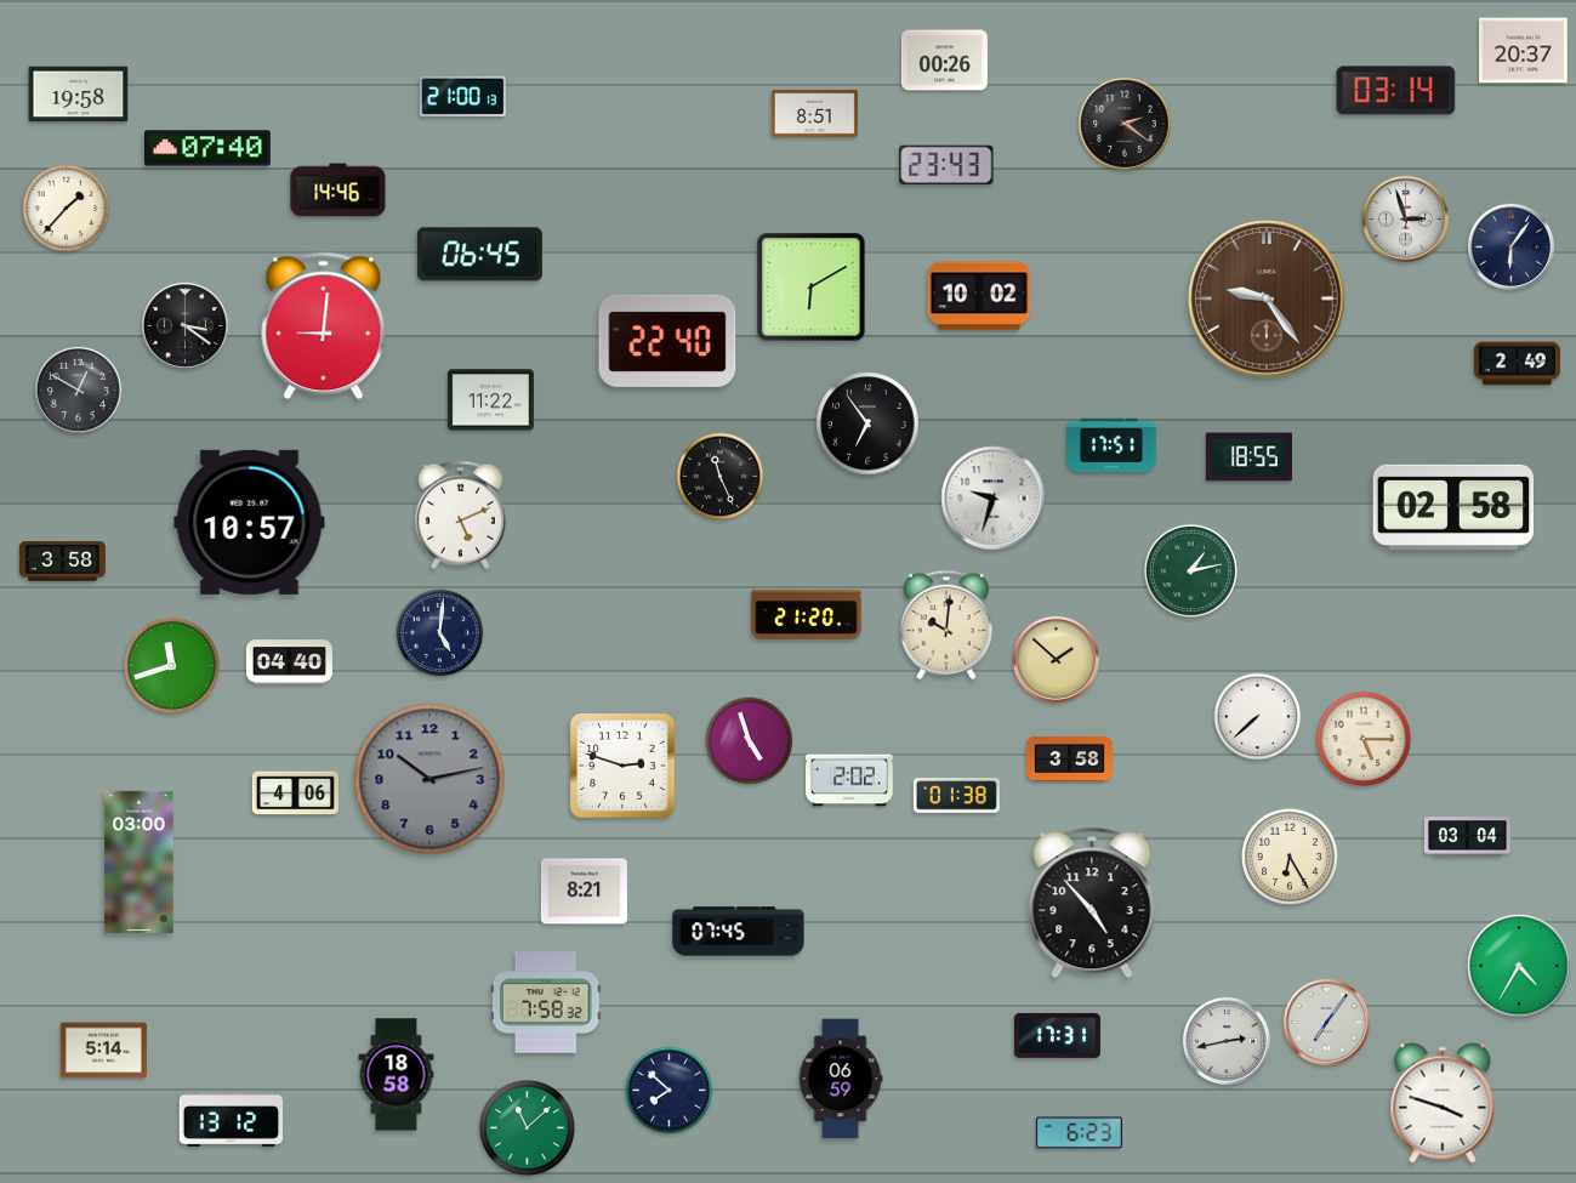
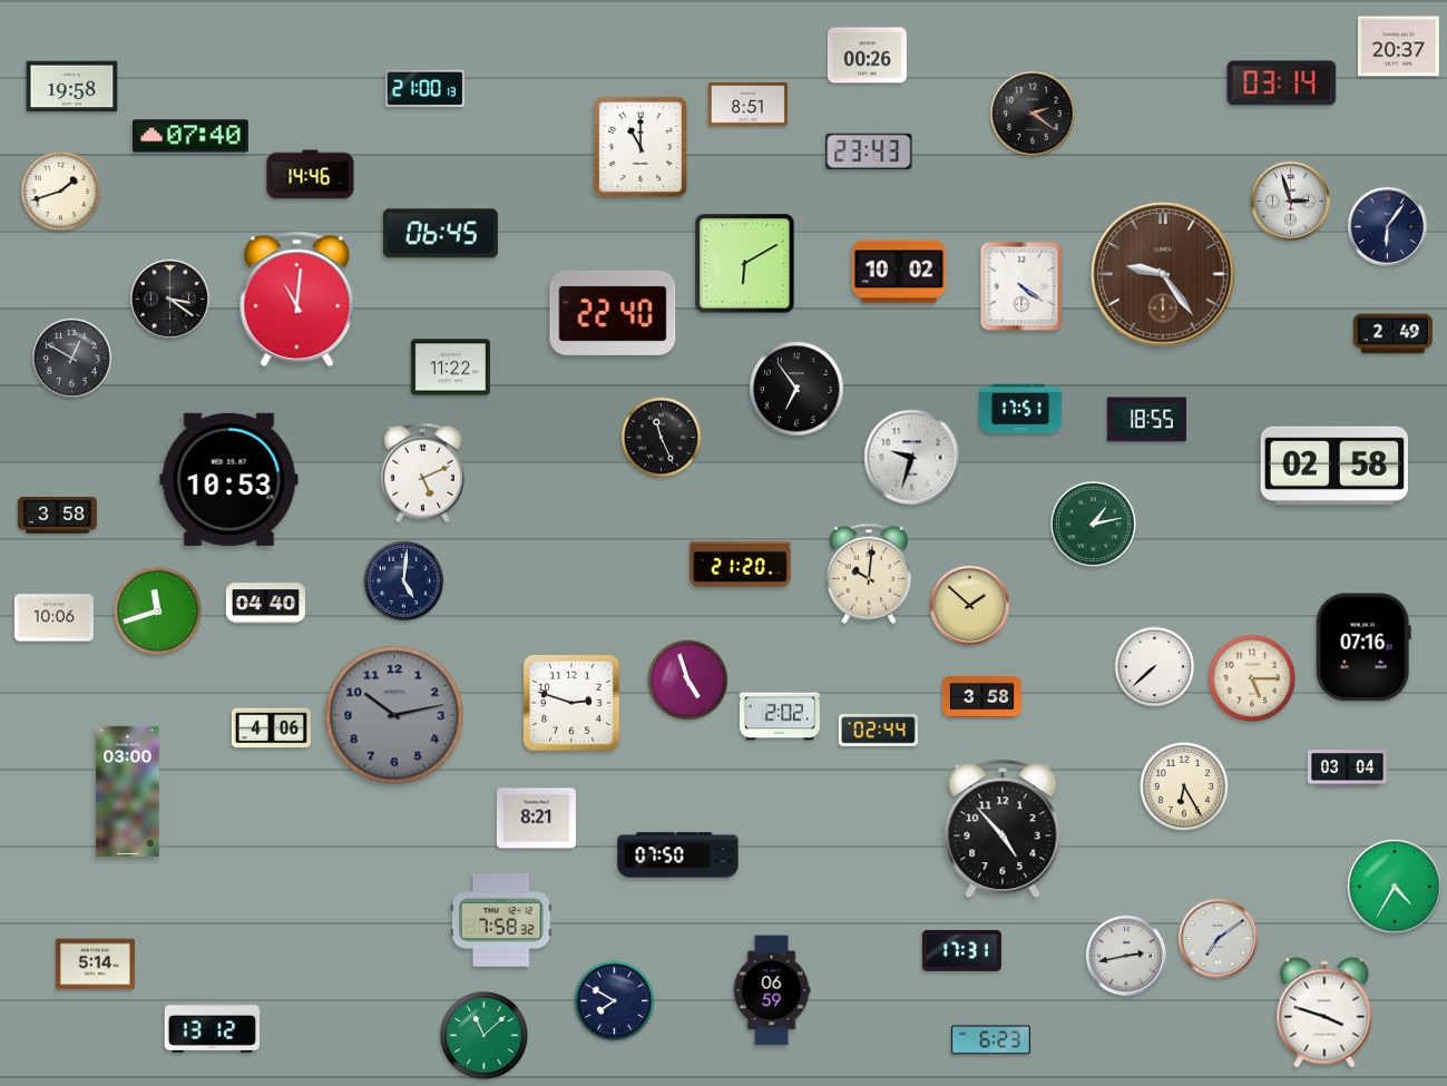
clock at (641, 147): none -> 11:00
clock at (67, 209): 1:37 -> 1:42
clock at (1021, 286): none -> 4:21
clock at (324, 326): 9:01 -> 11:01
clock at (250, 522): 10:57 -> 10:53
clock at (289, 662) position: (289, 662) -> (265, 604)
clock at (53, 618): none -> 10:06
clock at (1363, 647): none -> 07:16
clock at (1258, 717) position: (1258, 717) -> (1155, 667)
clock at (956, 796): 01:38 -> 02:44
clock at (739, 932): 07:45 -> 07:50
clock at (1326, 1022): 7:06 -> 7:09
clock at (1057, 1035) position: (1057, 1035) -> (961, 950)
clock at (397, 1075): 18:58 -> none
clock at (670, 1091): 7:52 -> 7:50
